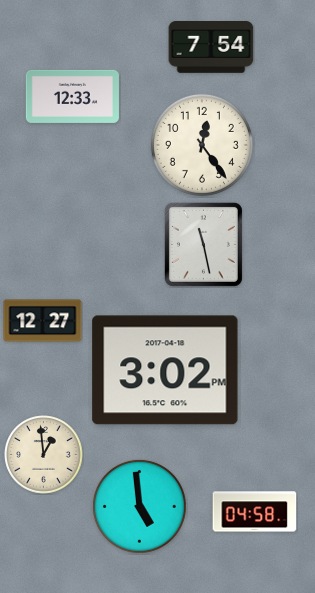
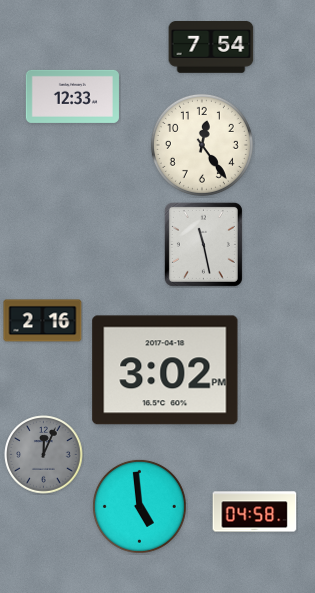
clock at (43, 321): 12:27 -> 2:16
clock at (44, 455): 12:59 -> 12:04
clock at (44, 455) dial: cream -> grey
